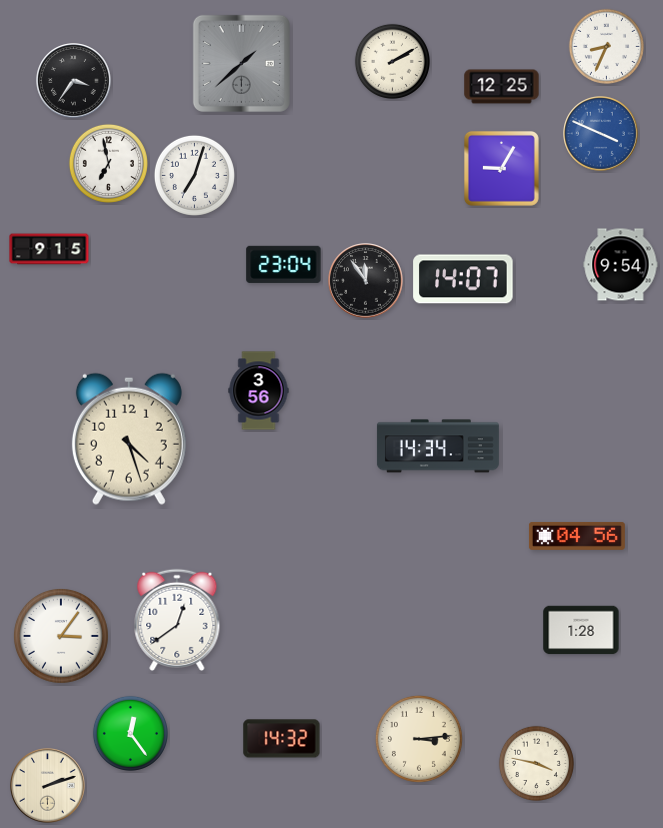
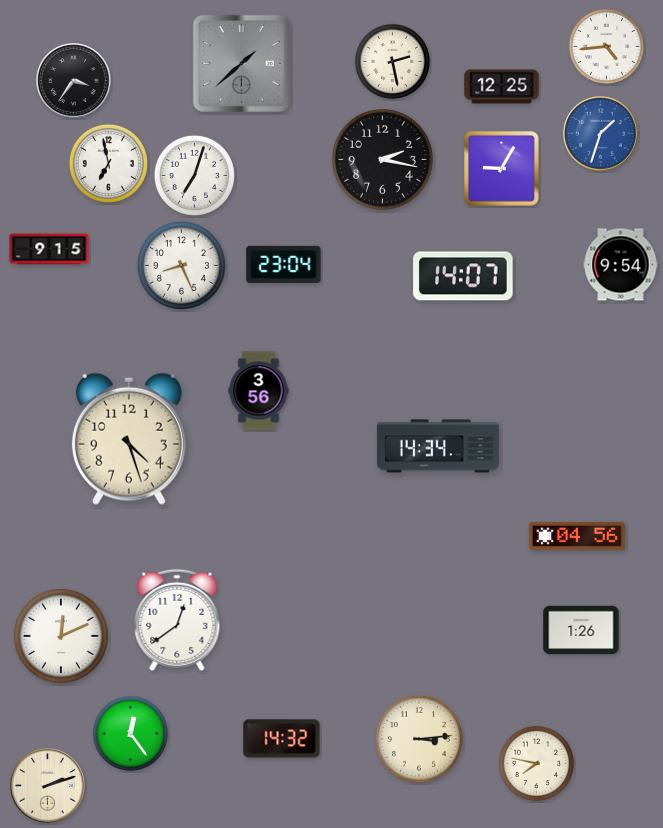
clock at (606, 46): 8:34 -> 4:44
clock at (392, 61): 2:10 -> 2:28
clock at (601, 134): 3:49 -> 1:33
clock at (383, 160): none -> 2:17
clock at (181, 265): none -> 8:26
clock at (463, 279) position: (463, 279) -> (463, 276)
clock at (366, 281): 11:54 -> none
clock at (581, 630): 1:28 -> 1:26
clock at (61, 636): 3:06 -> 12:11
clock at (536, 763): 3:47 -> 7:47
